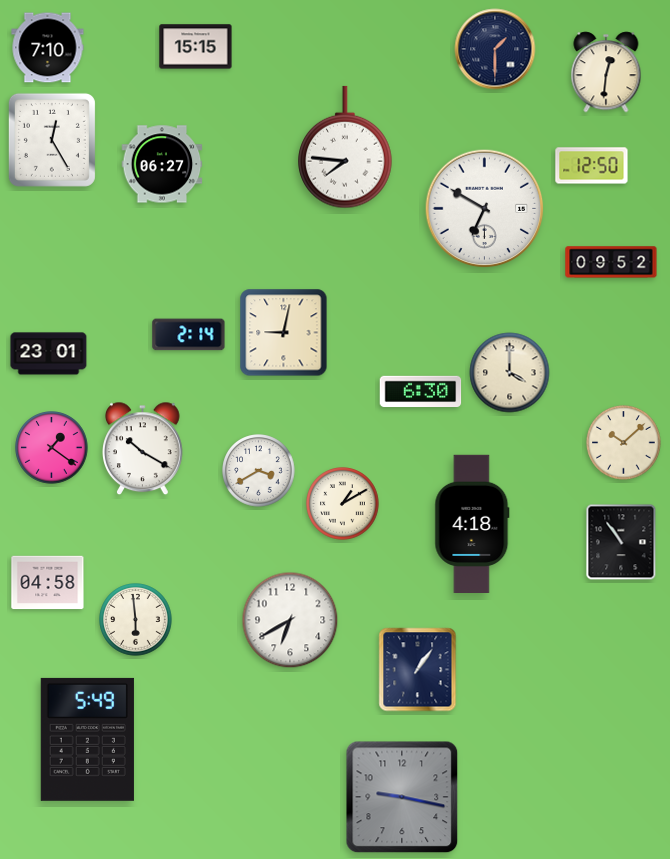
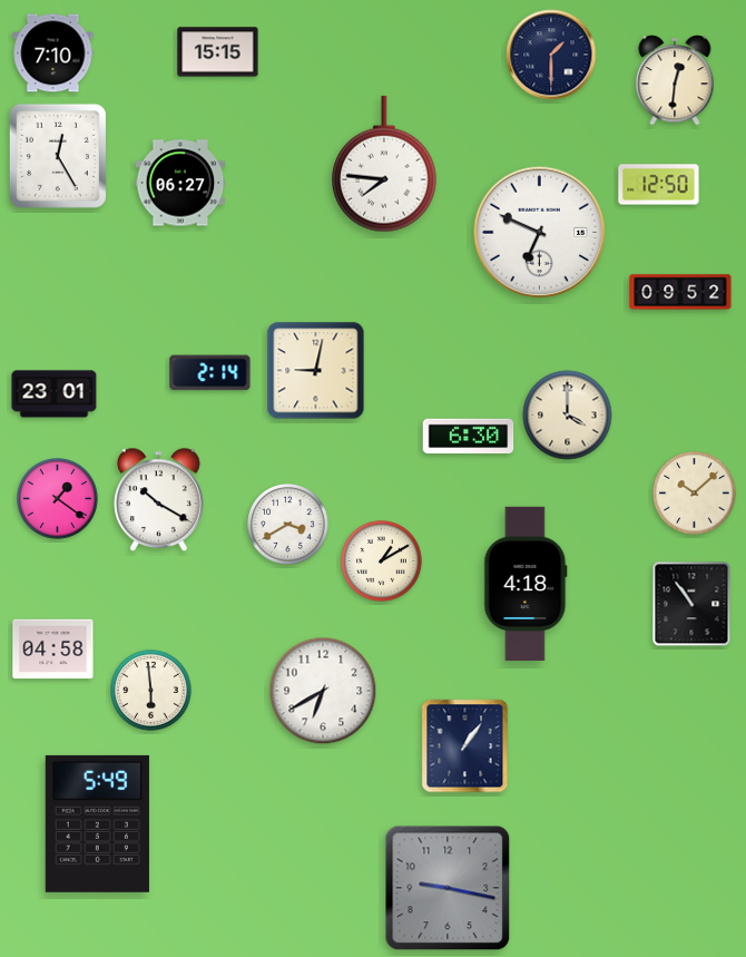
clock at (485, 209): 6:50 -> 6:49
